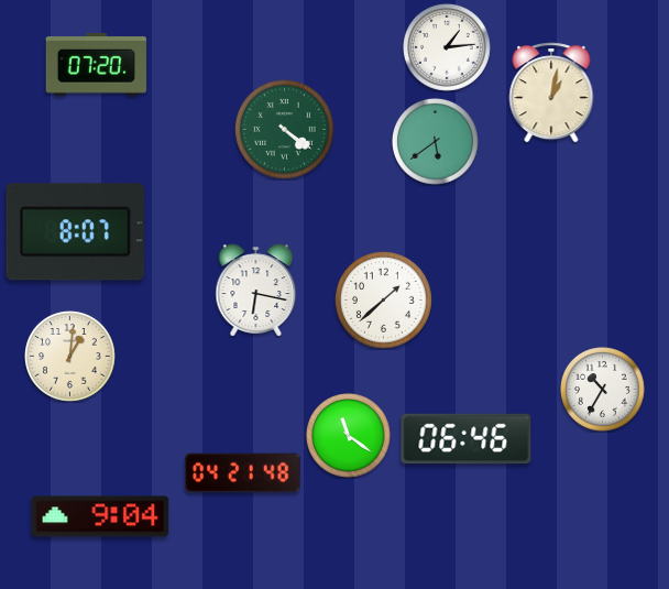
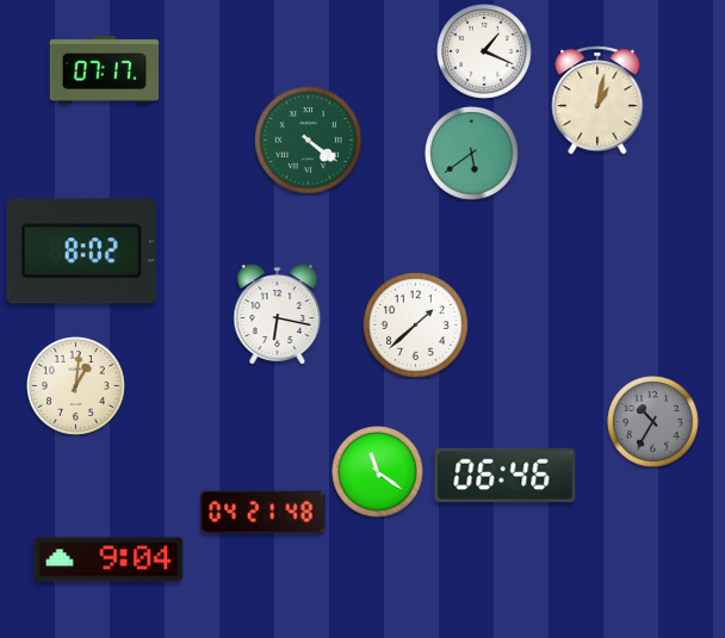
clock at (448, 48): 1:14 -> 1:19
clock at (97, 65): 07:20 -> 07:17
clock at (76, 232): 8:07 -> 8:02
clock at (603, 390) dial: white -> grey
